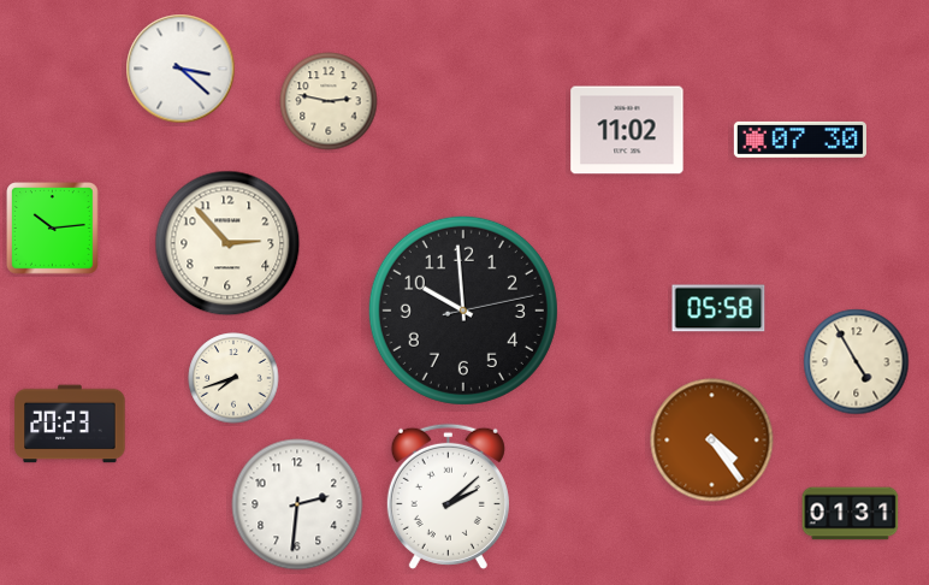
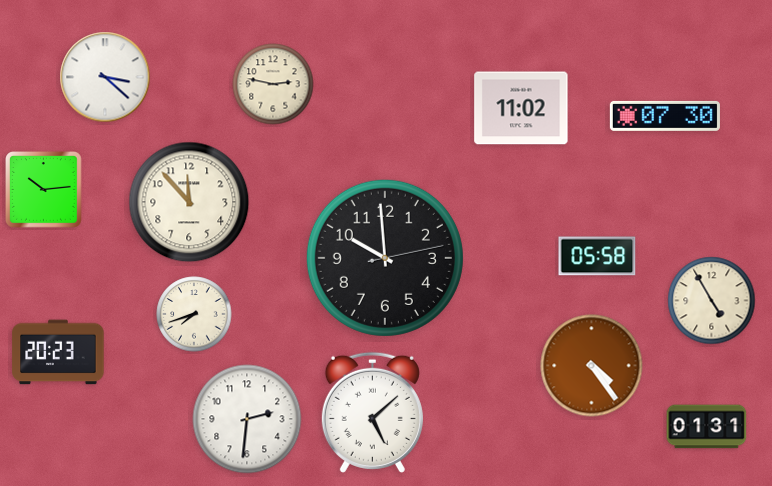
clock at (181, 69) position: (181, 69) -> (105, 77)
clock at (227, 243): 2:53 -> 11:53
clock at (448, 496): 2:08 -> 5:08
